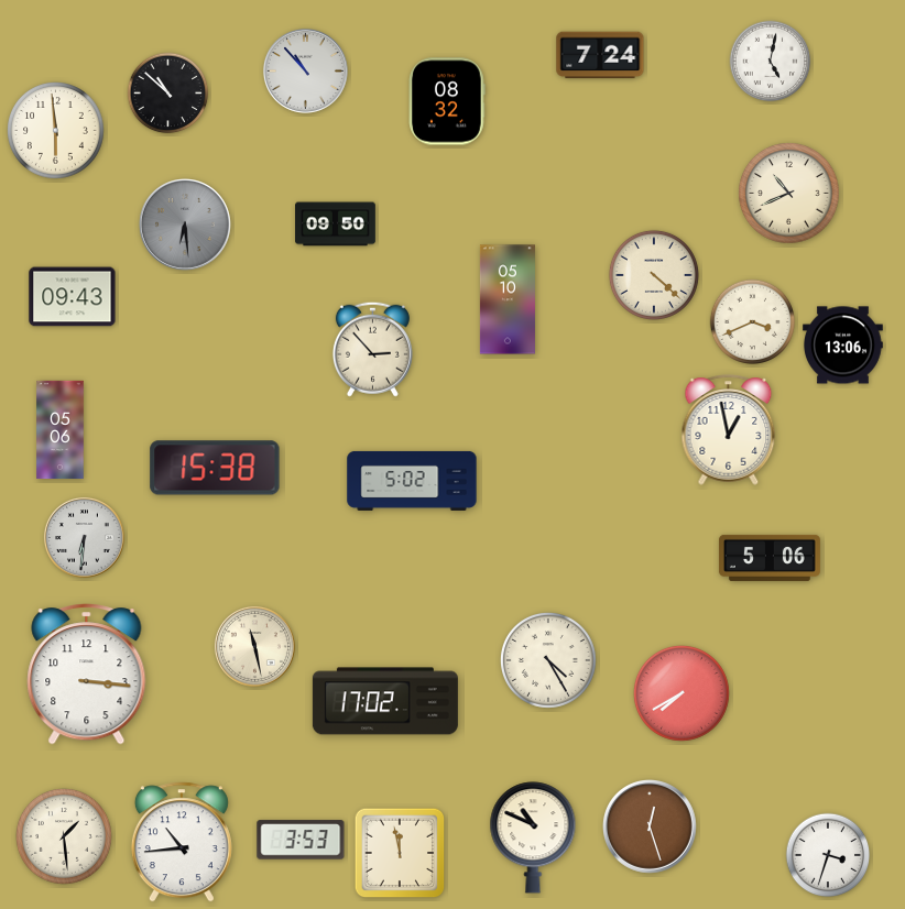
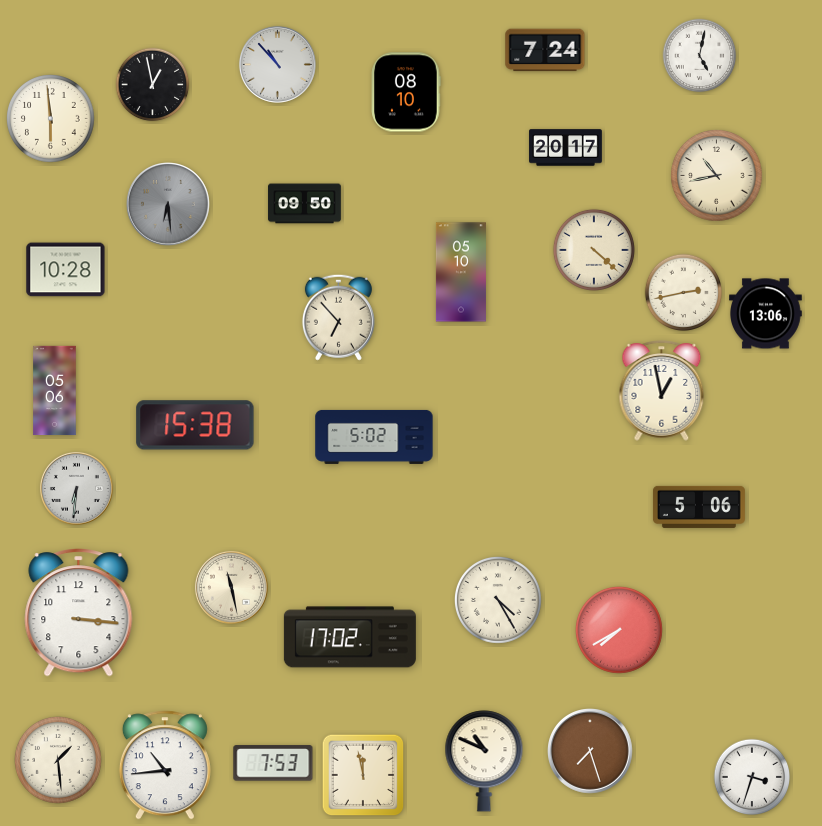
clock at (168, 94): 10:52 -> 12:58
clock at (447, 101): 08:32 -> 08:10
clock at (566, 148): none -> 20:17
clock at (789, 194): 10:41 -> 10:43
clock at (73, 297): 09:43 -> 10:28
clock at (753, 322): 3:41 -> 2:43
clock at (372, 349): 2:53 -> 6:53
clock at (651, 828): 12:27 -> 7:27
clock at (301, 840): 3:53 -> 7:53
